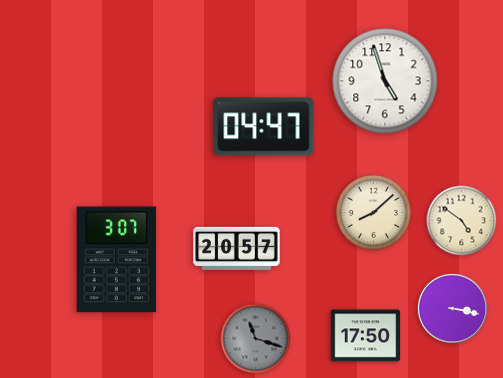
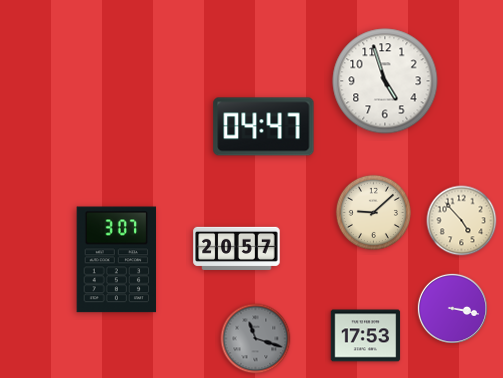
clock at (373, 212): 8:08 -> 9:08
clock at (462, 221): 4:51 -> 4:53
clock at (366, 336): 17:50 -> 17:53
